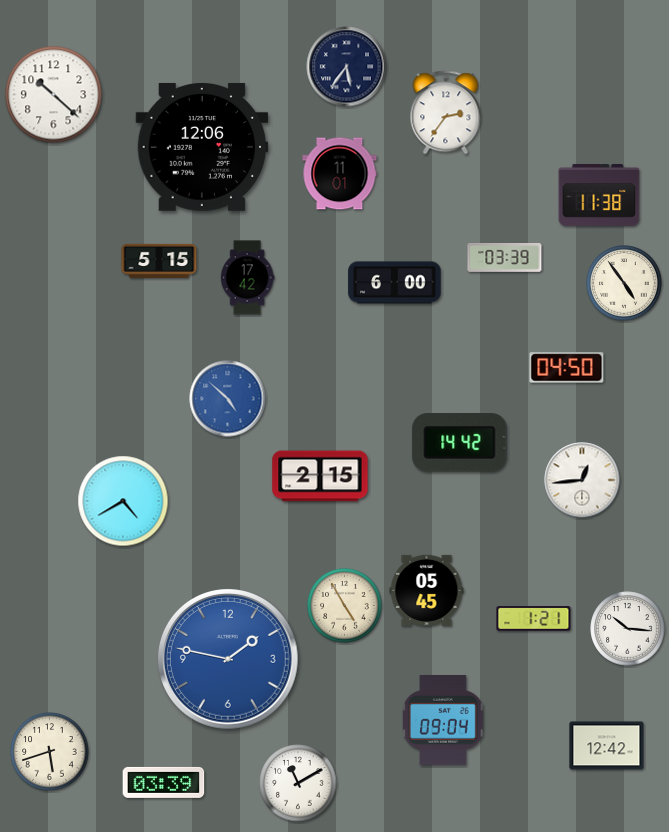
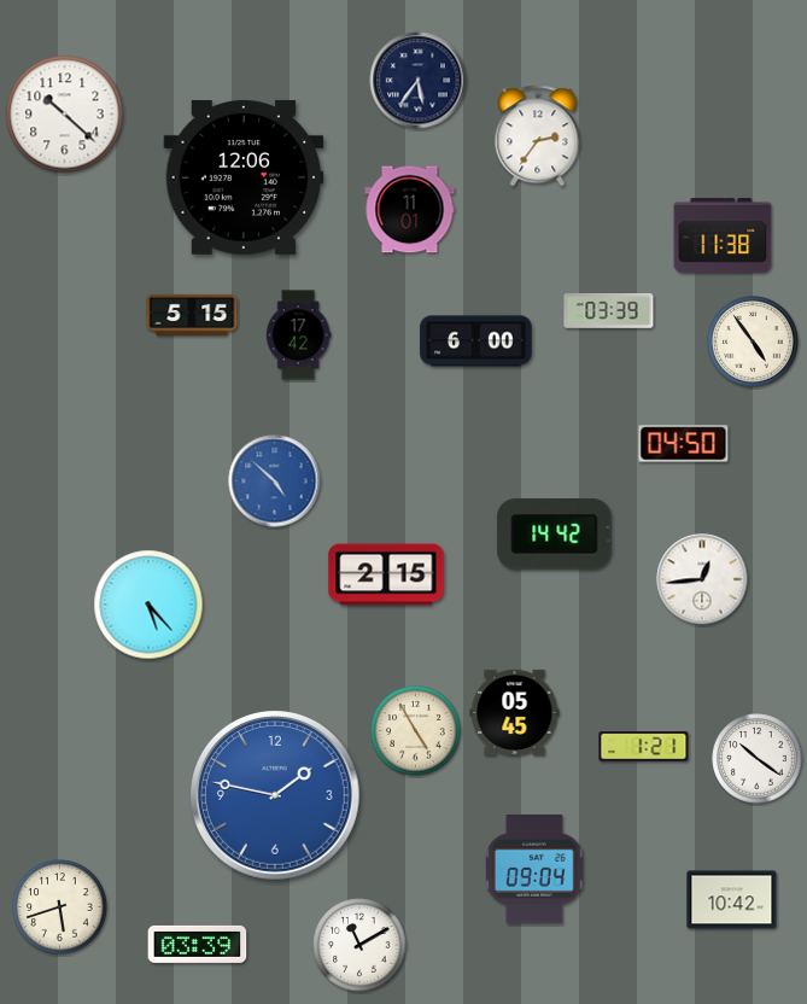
clock at (123, 501): 4:40 -> 5:23
clock at (628, 629): 10:16 -> 10:21
clock at (607, 746): 12:42 -> 10:42
